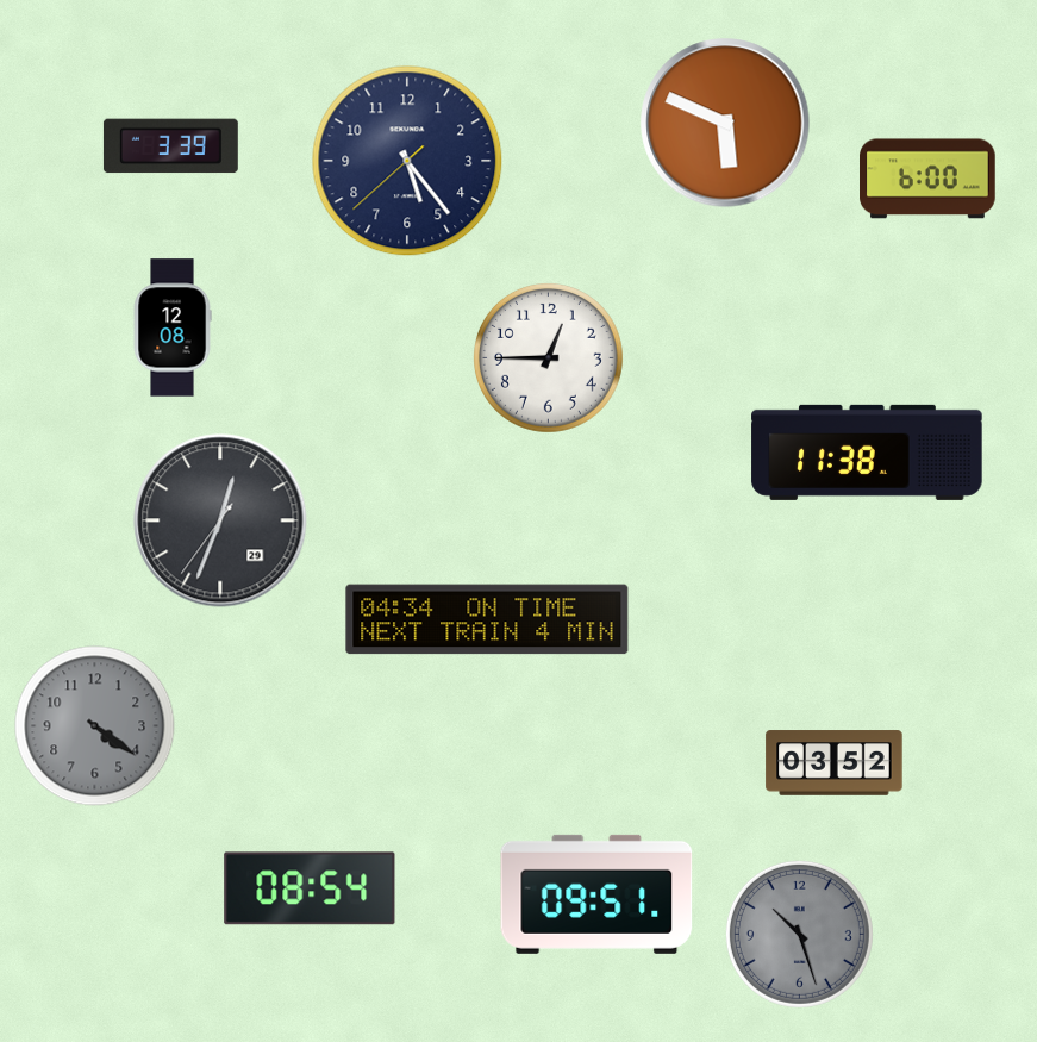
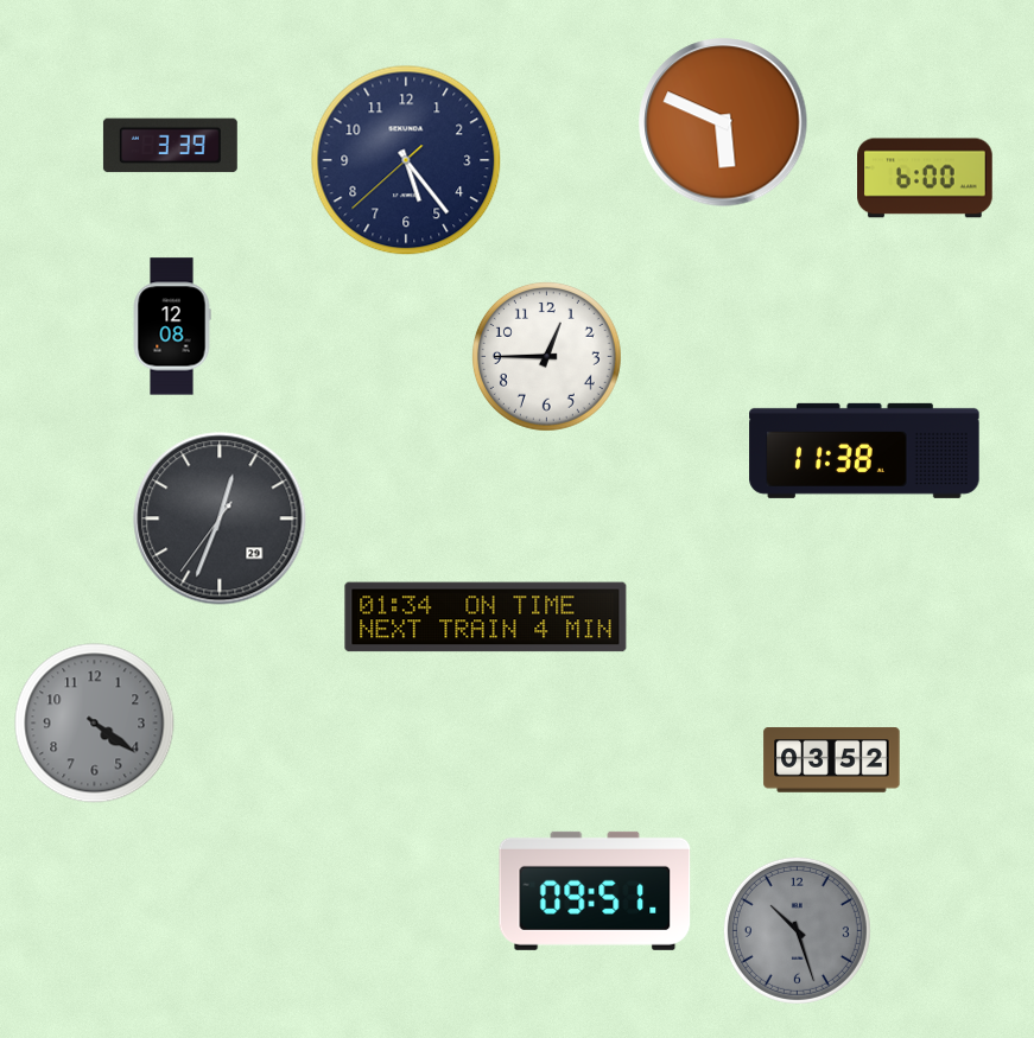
clock at (487, 619): 04:34 -> 01:34
clock at (310, 888): 08:54 -> none
